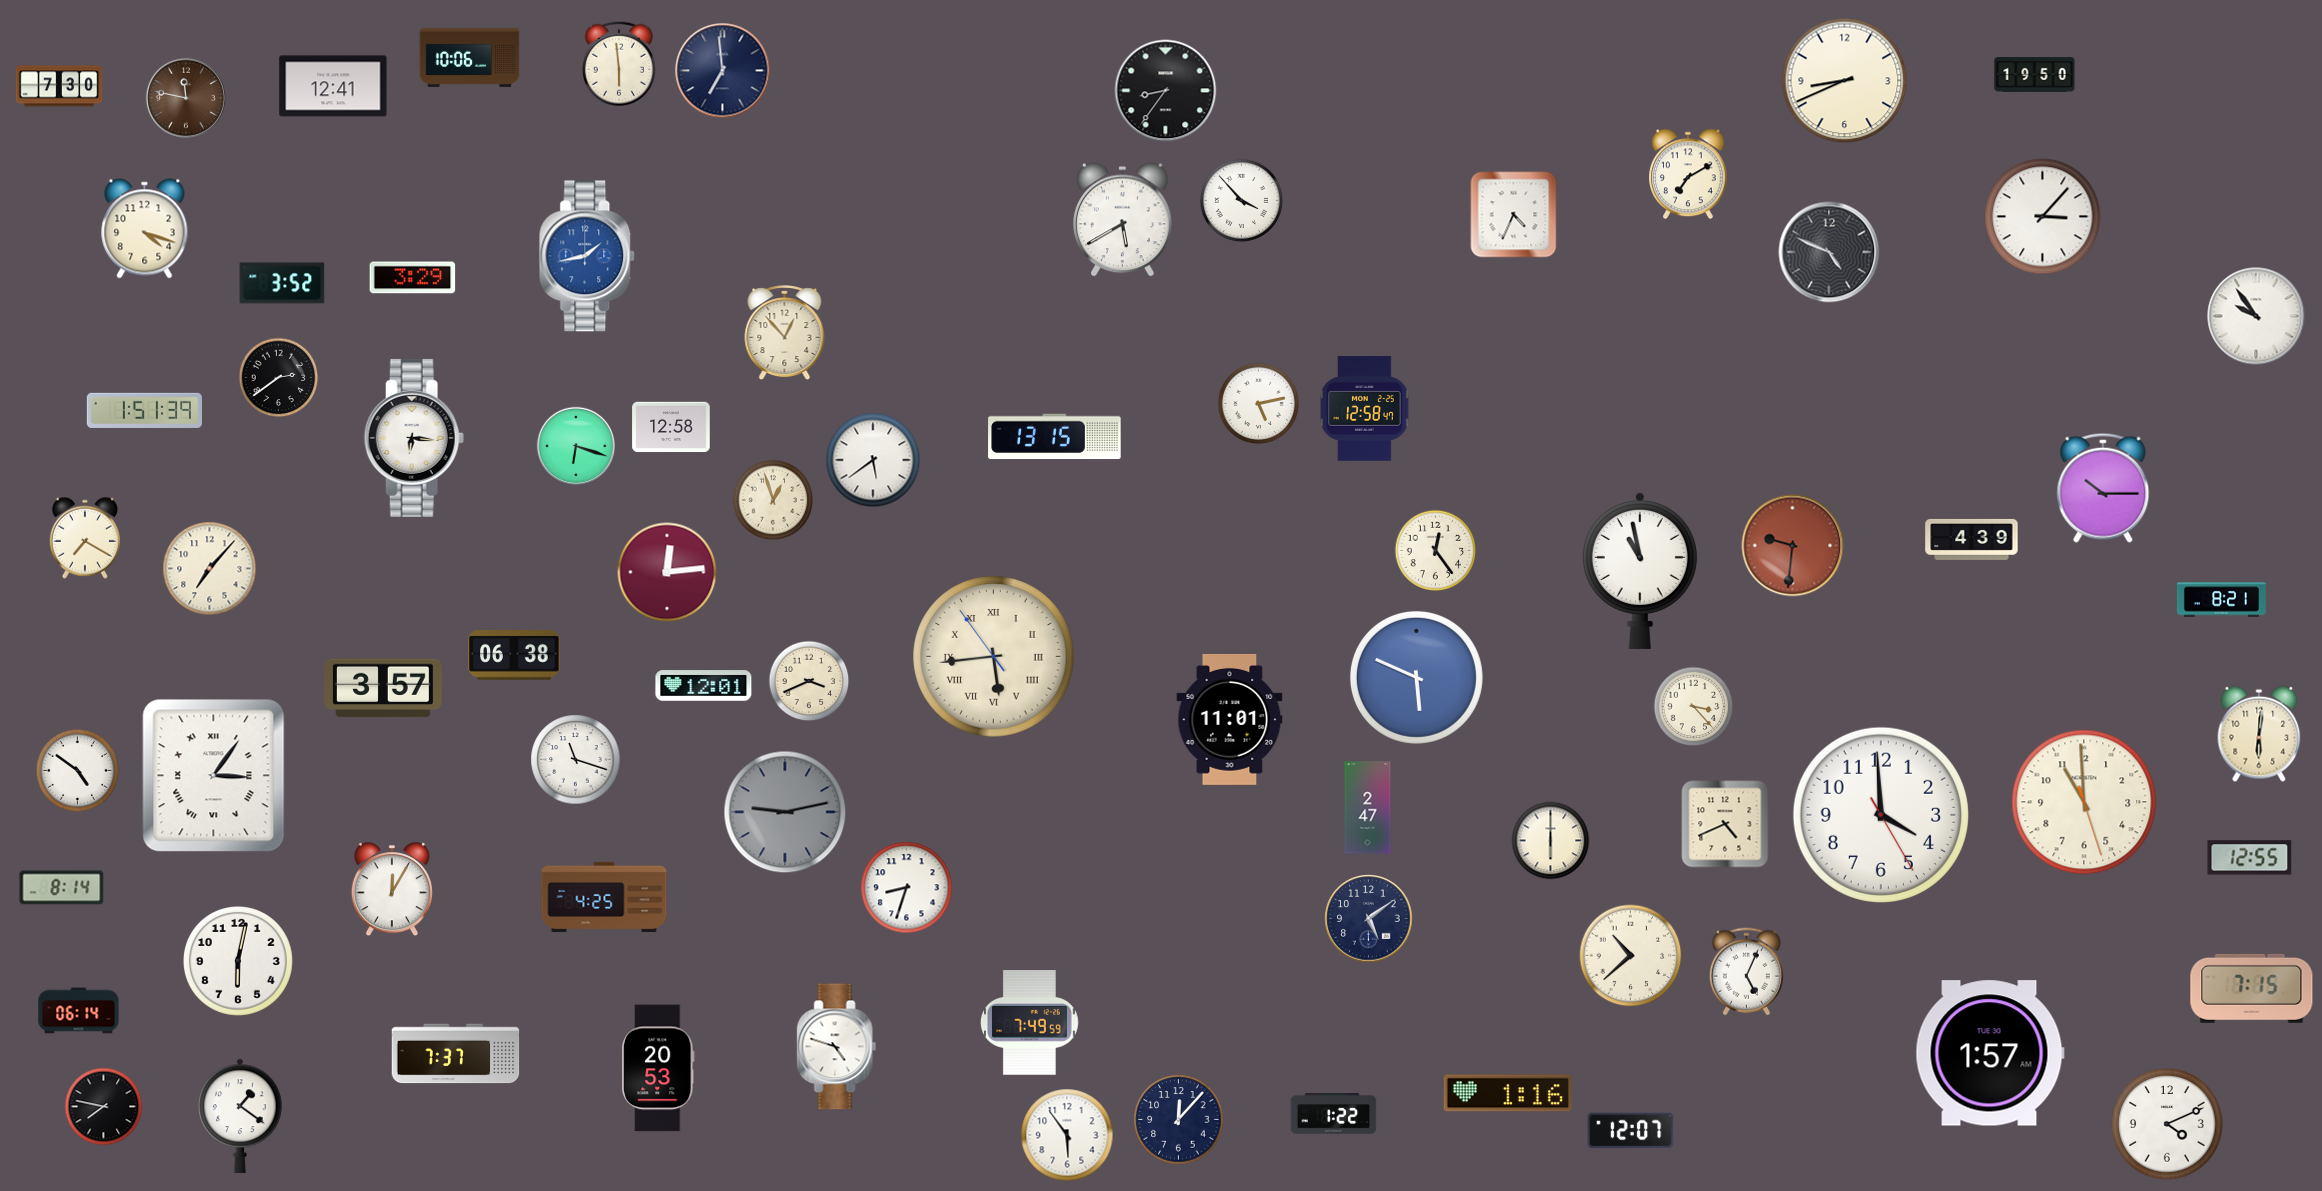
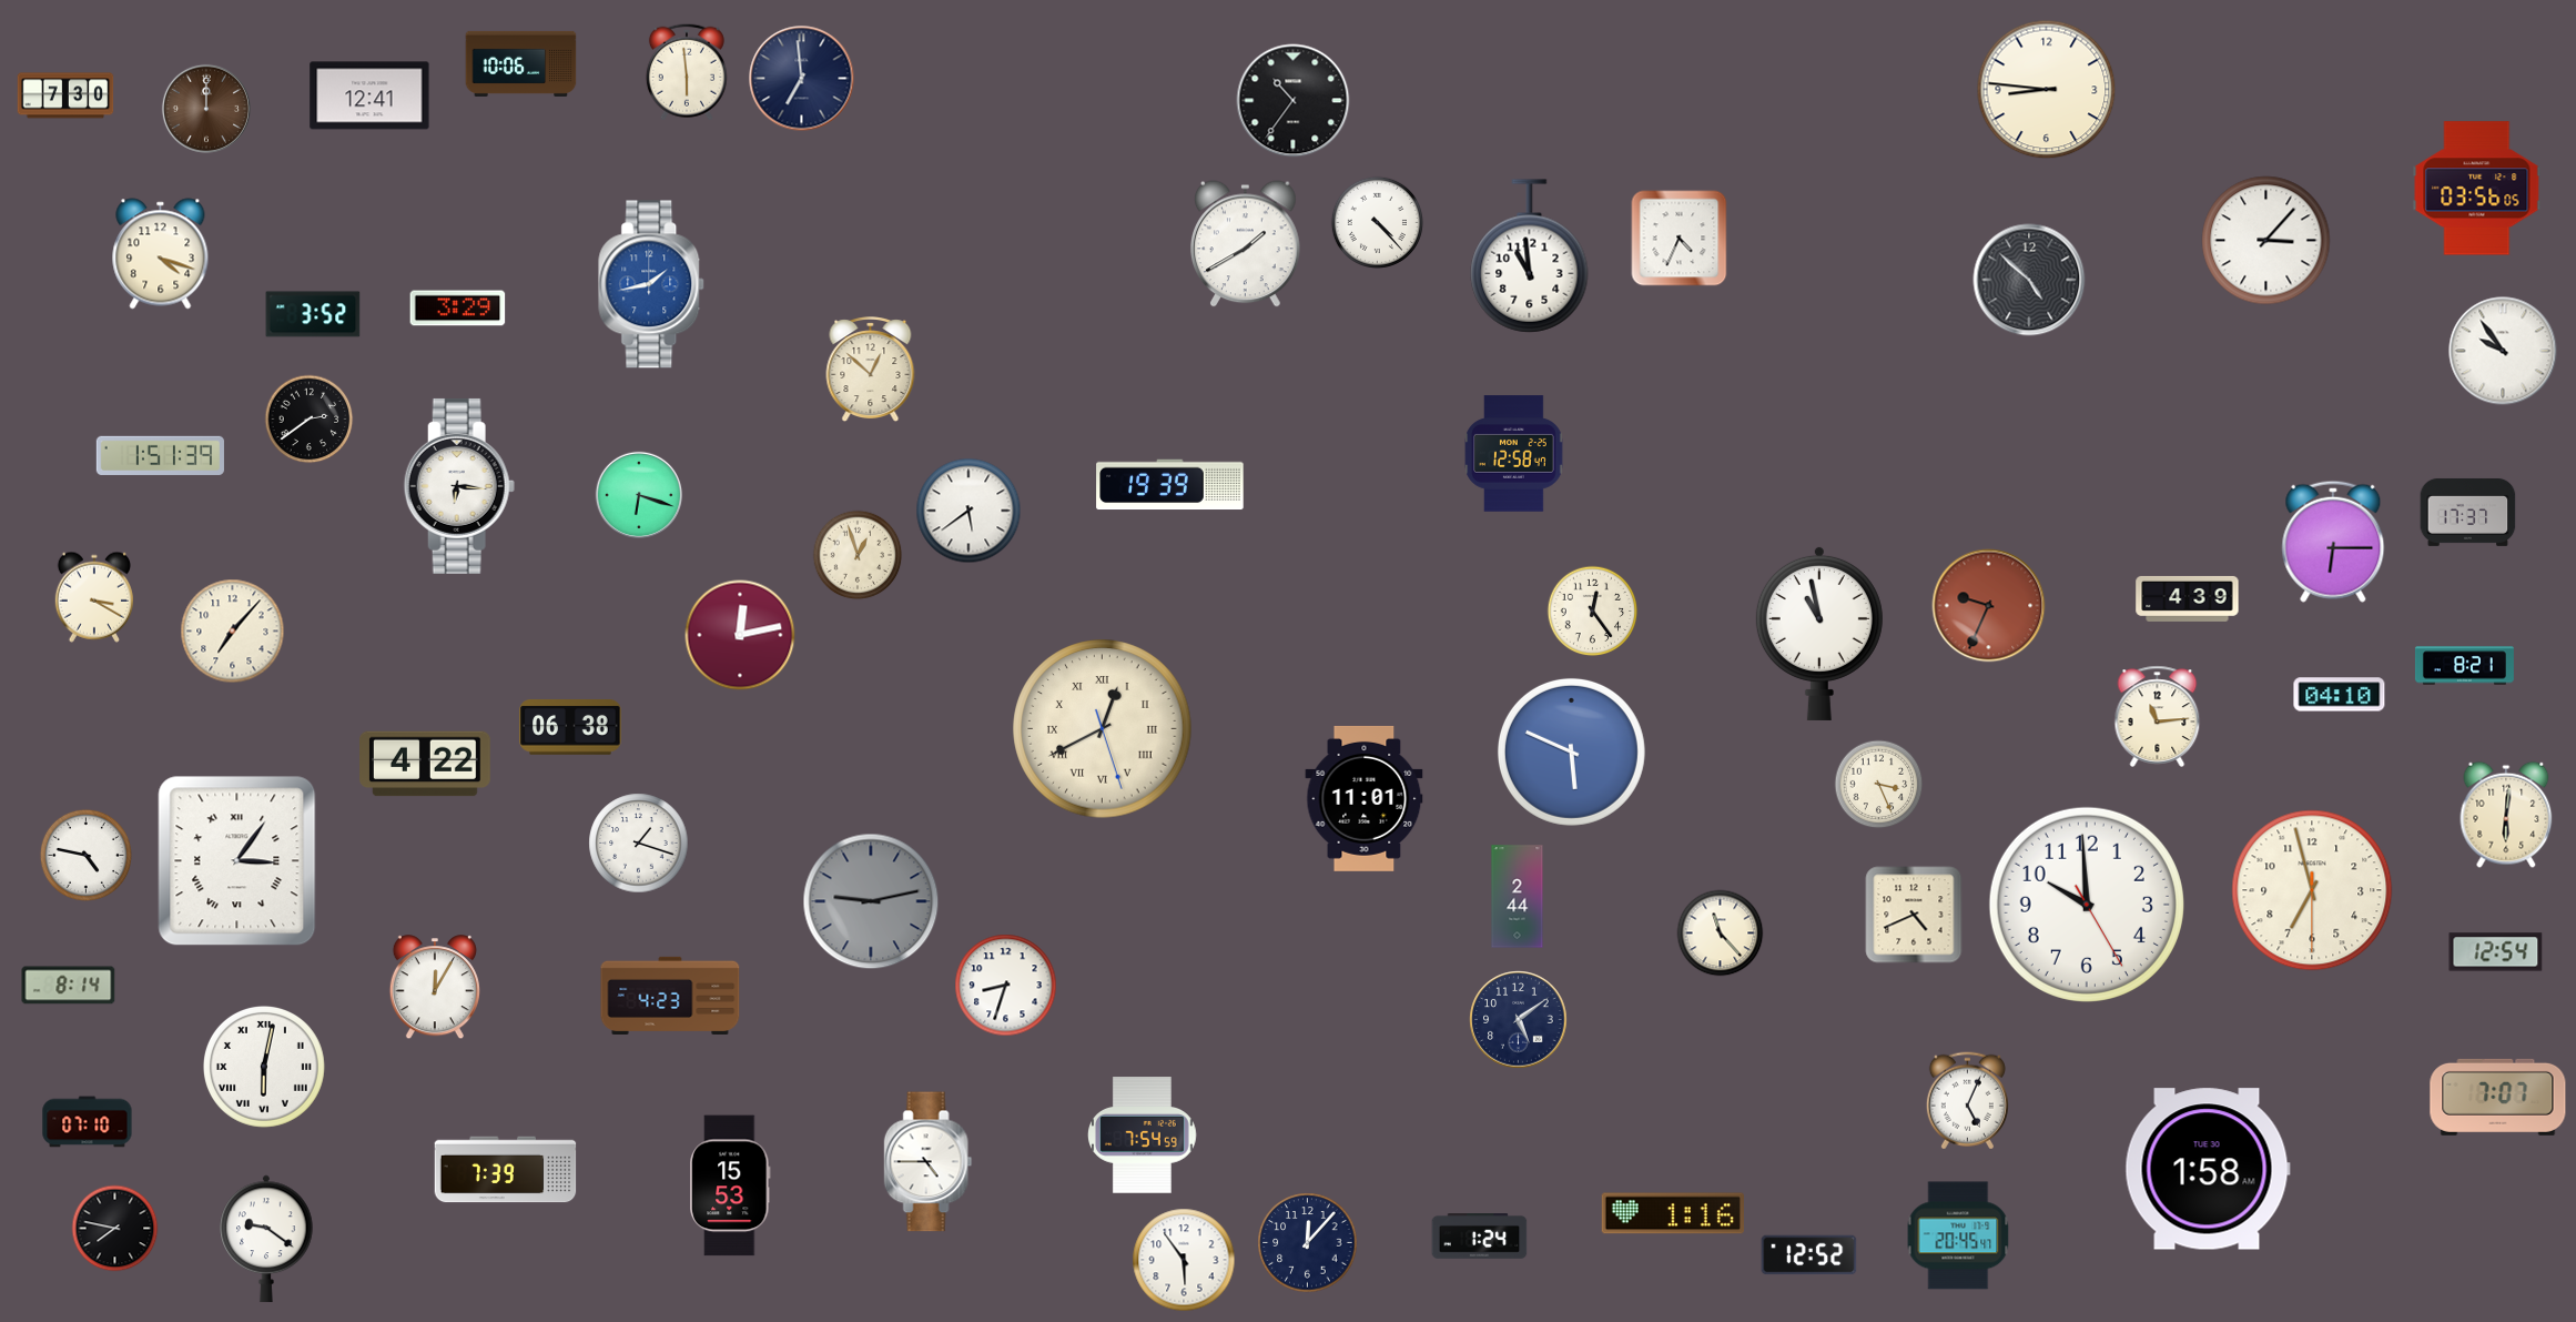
clock at (2035, 75): 19:50 -> none
clock at (1845, 81): 8:41 -> 8:46
clock at (1166, 91): 8:36 -> 10:36
clock at (186, 98): 11:47 -> 12:00
clock at (2477, 189): none -> 03:56
clock at (1689, 174): 7:10 -> none
clock at (1241, 200): 3:53 -> 4:23
clock at (1123, 220): 5:40 -> 1:40
clock at (1530, 256): none -> 10:59
clock at (1829, 252): 4:49 -> 4:52
clock at (785, 333): 12:53 -> 12:52
clock at (1259, 404): 5:13 -> none
clock at (671, 427): 12:58 -> none
clock at (1055, 437): 13:15 -> 19:39
clock at (2468, 512): none -> 17:37
clock at (2103, 488): 10:15 -> 6:15
clock at (85, 538): 7:20 -> 3:20
clock at (1793, 546): 9:31 -> 9:34
clock at (667, 572): 12:14 -> 12:13
clock at (2340, 695): none -> 04:10
clock at (2158, 716): none -> 11:14
clock at (994, 657): 5:43 -> 12:40
clock at (809, 681): 3:41 -> none
clock at (704, 686): 12:01 -> none
clock at (384, 688): 3:57 -> 4:22
clock at (1694, 707): 3:23 -> 3:26
clock at (576, 760): 11:18 -> 1:18
clock at (77, 770): 4:51 -> 4:47
clock at (2084, 802): 10:59 -> 6:57
clock at (1368, 808): 2:47 -> 2:44
clock at (1881, 815): 3:59 -> 9:59
clock at (1551, 841): 6:00 -> 11:23
clock at (2250, 858): 12:55 -> 12:54
clock at (604, 896): 4:25 -> 4:23
clock at (1631, 956): 10:38 -> none
clock at (238, 961) numerals: Arabic -> Roman
clock at (1746, 972) position: (1746, 972) -> (1967, 1101)
clock at (2252, 988): 7:15 -> 7:07
clock at (79, 1011): 06:14 -> 07:10
clock at (1030, 1023): 7:49 -> 7:54
clock at (837, 1047): 4:48 -> 4:45
clock at (1990, 1053): 1:57 -> 1:58
clock at (456, 1054): 7:37 -> 7:39
clock at (659, 1068): 20:53 -> 15:53
clock at (1958, 1235): none -> 20:45
clock at (1334, 1114): 1:22 -> 1:24
clock at (240, 1116): 1:21 -> 9:21
clock at (2167, 1124): 4:11 -> none
clock at (1631, 1131): 12:07 -> 12:52
